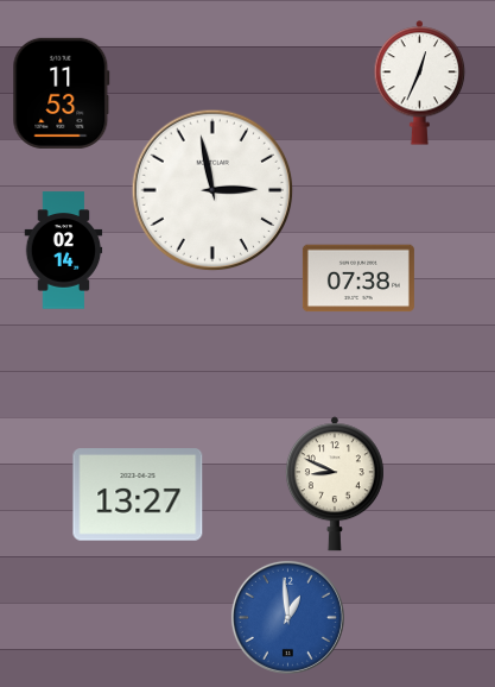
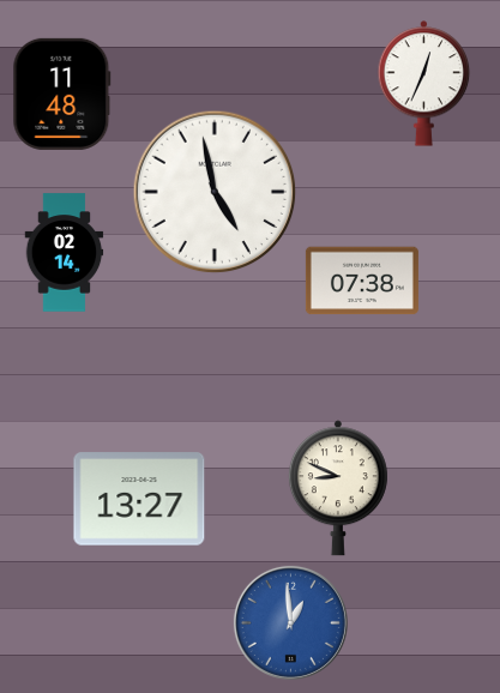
clock at (62, 93): 11:53 -> 11:48
clock at (212, 190): 2:58 -> 4:58
